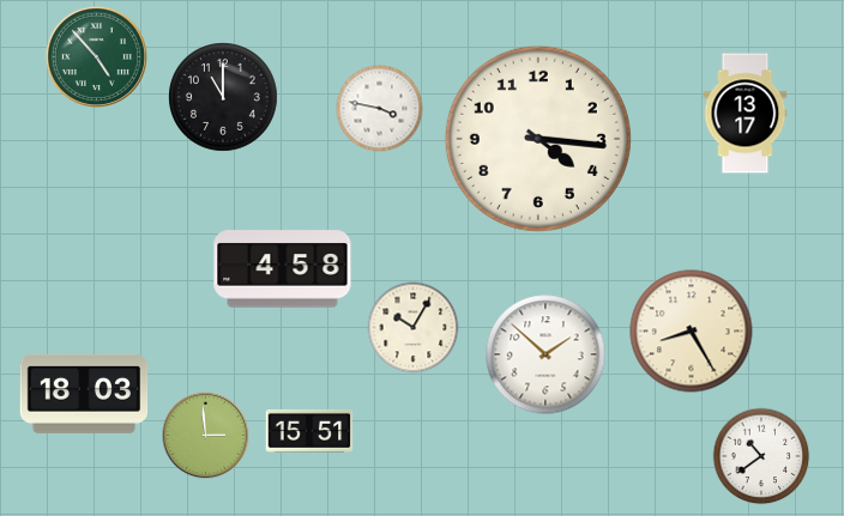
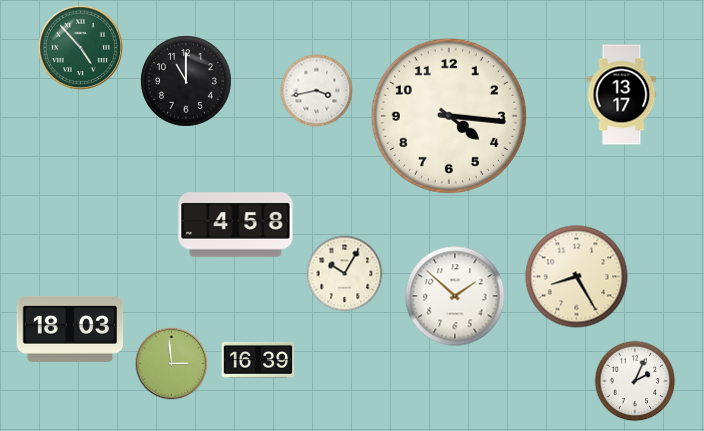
clock at (380, 109): 3:47 -> 3:43
clock at (309, 431): 15:51 -> 16:39
clock at (761, 456): 10:39 -> 2:04
